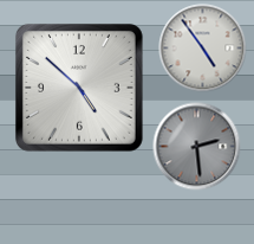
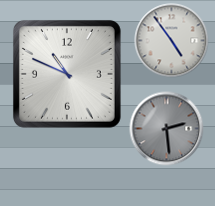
clock at (79, 88): 4:52 -> 10:49
clock at (197, 147) position: (197, 147) -> (167, 129)
